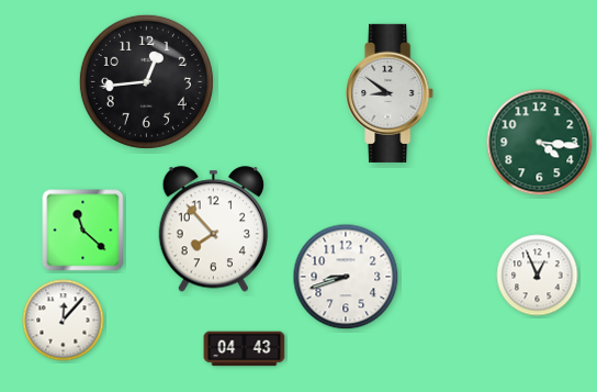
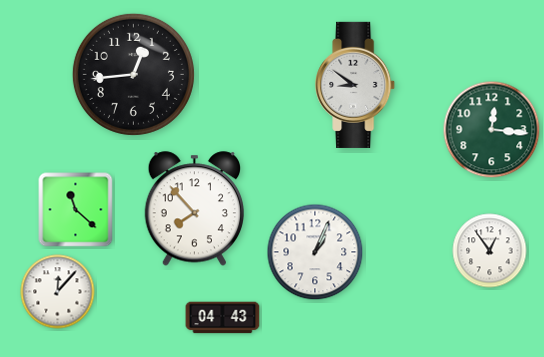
clock at (540, 143): 4:16 -> 12:16
clock at (538, 276): 12:56 -> 12:54
clock at (346, 277): 8:42 -> 1:04
